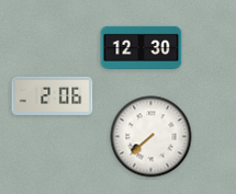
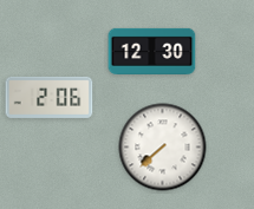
clock at (53, 95) position: (53, 95) -> (50, 97)
